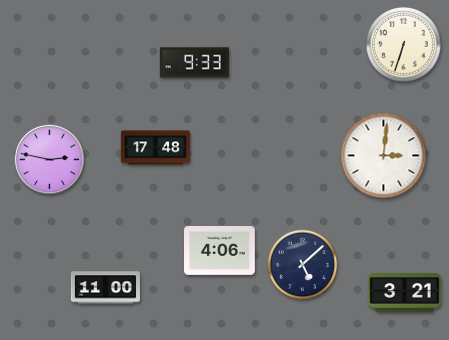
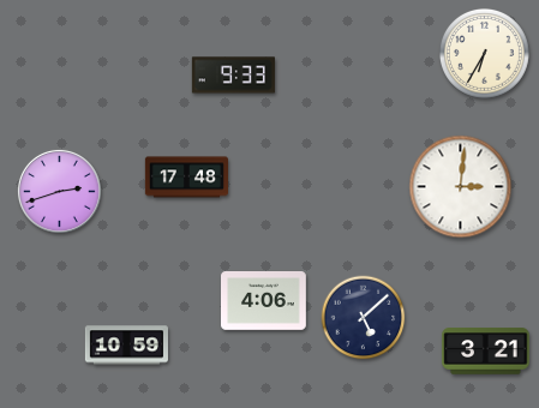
clock at (403, 44): 6:33 -> 6:35
clock at (49, 159): 2:47 -> 2:42
clock at (105, 288): 11:00 -> 10:59
